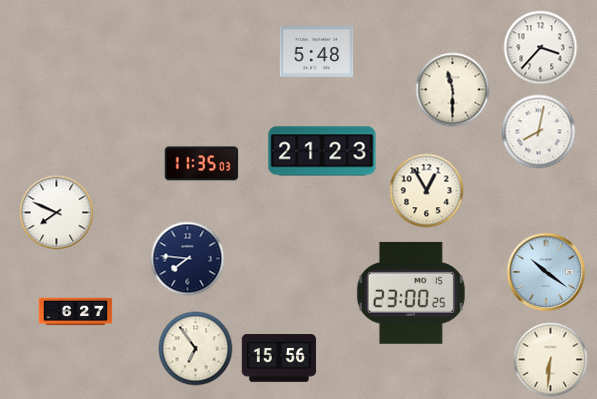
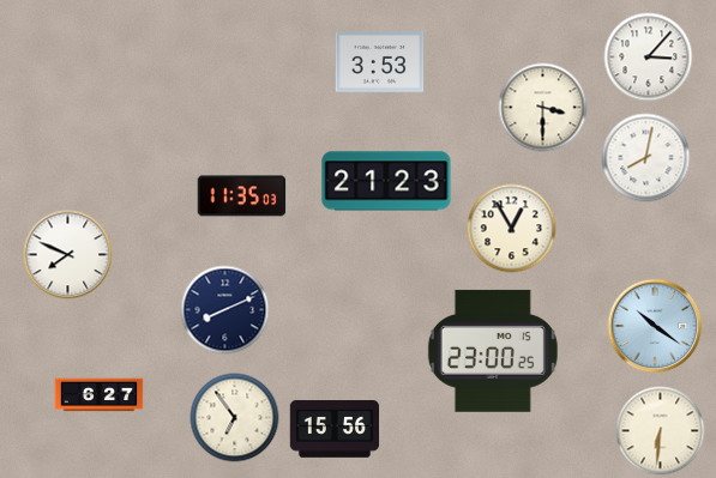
clock at (541, 48): 3:37 -> 3:07
clock at (317, 52): 5:48 -> 3:53
clock at (453, 90): 11:30 -> 3:30
clock at (188, 259): 7:46 -> 8:11
clock at (76, 312) position: (76, 312) -> (100, 395)
